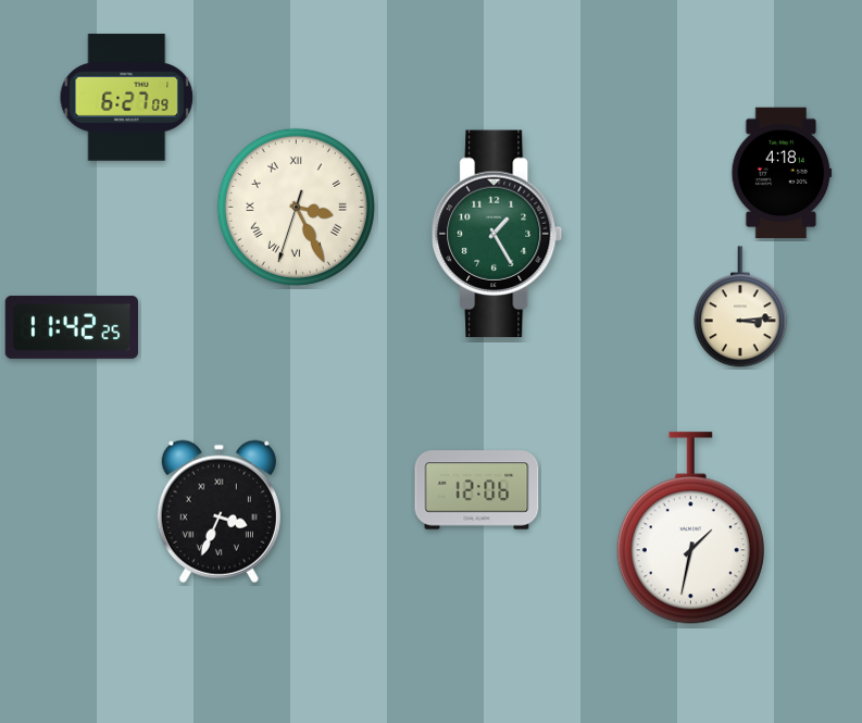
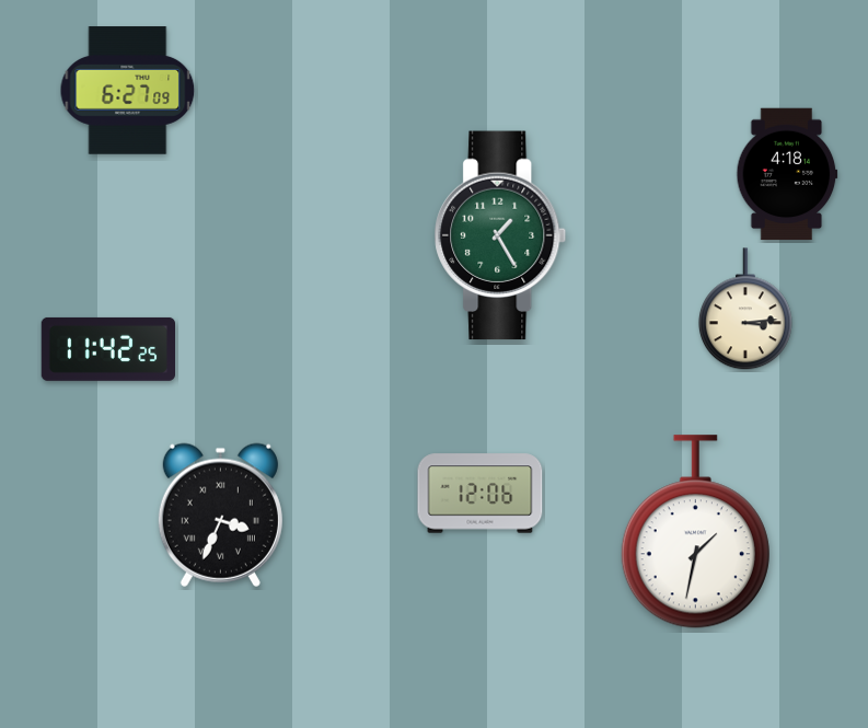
clock at (127, 98) position: (127, 98) -> (128, 91)
clock at (296, 207): 3:25 -> none
clock at (71, 327) position: (71, 327) -> (107, 349)
